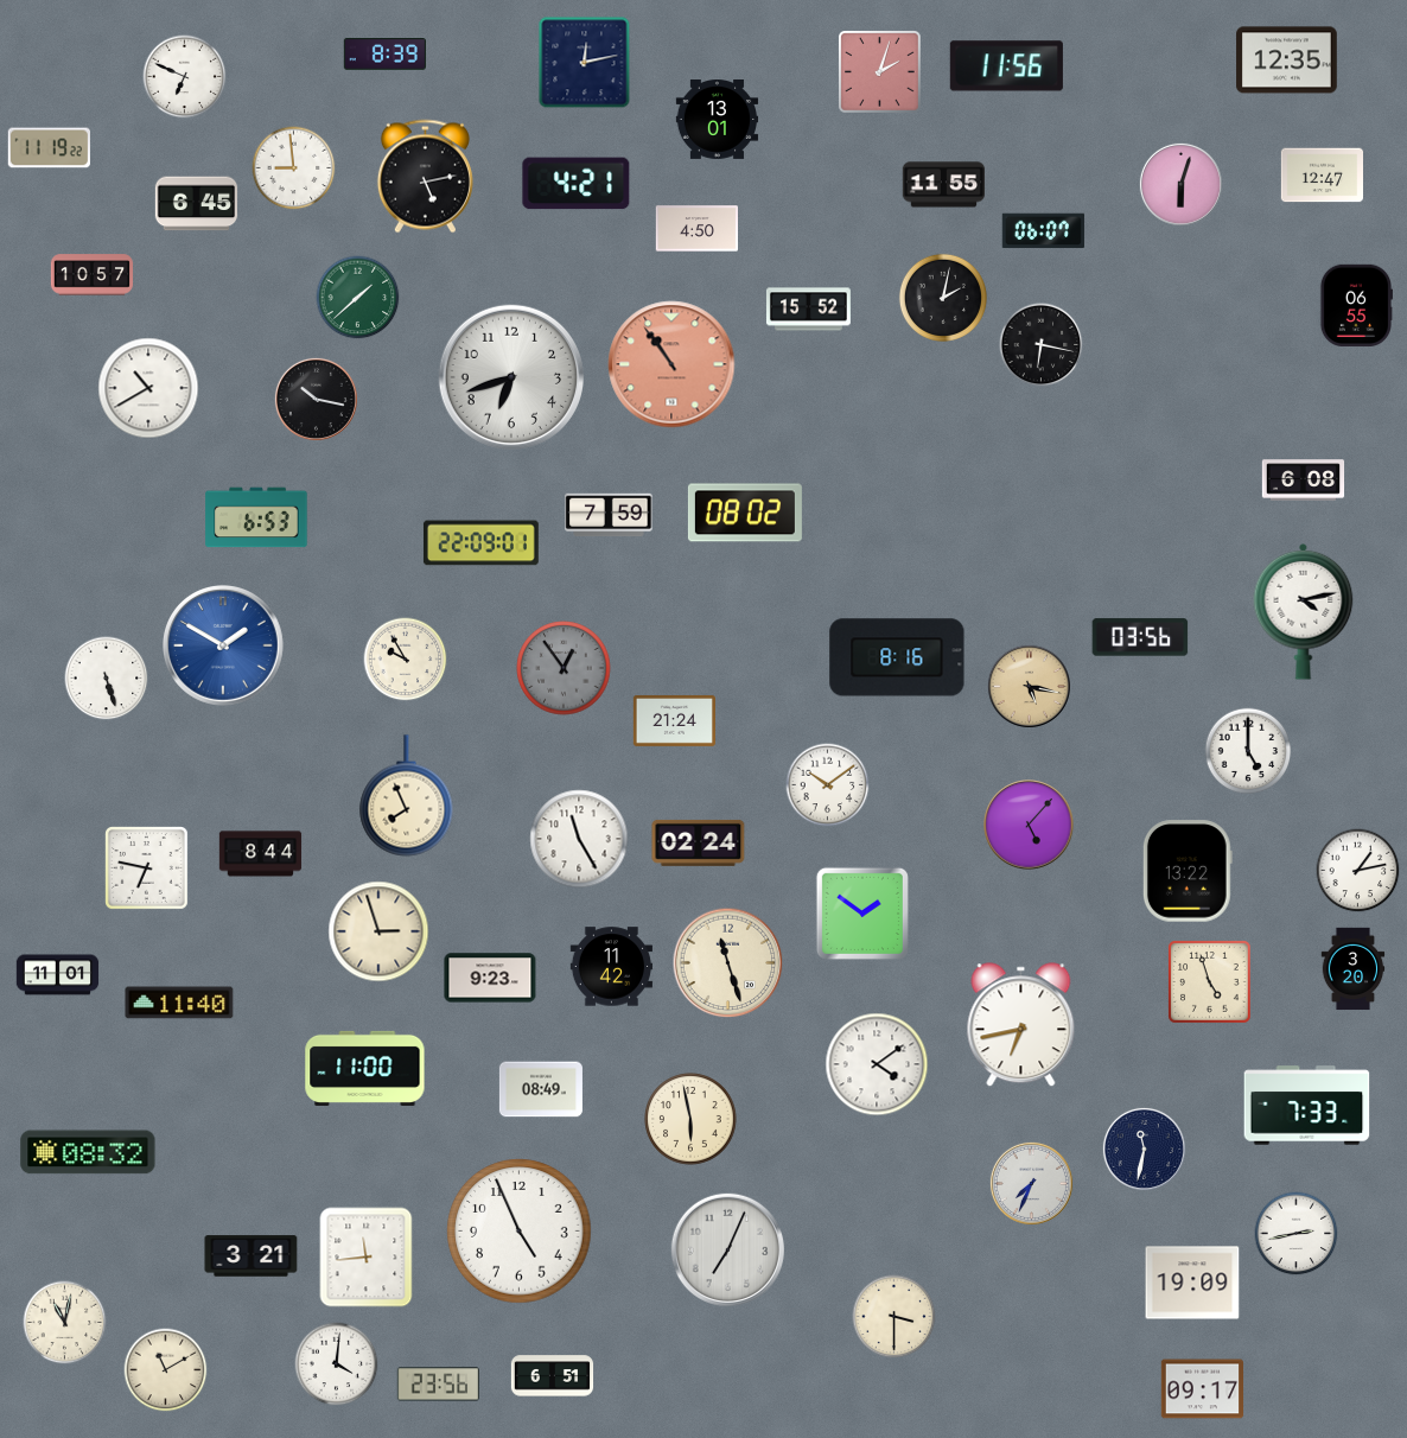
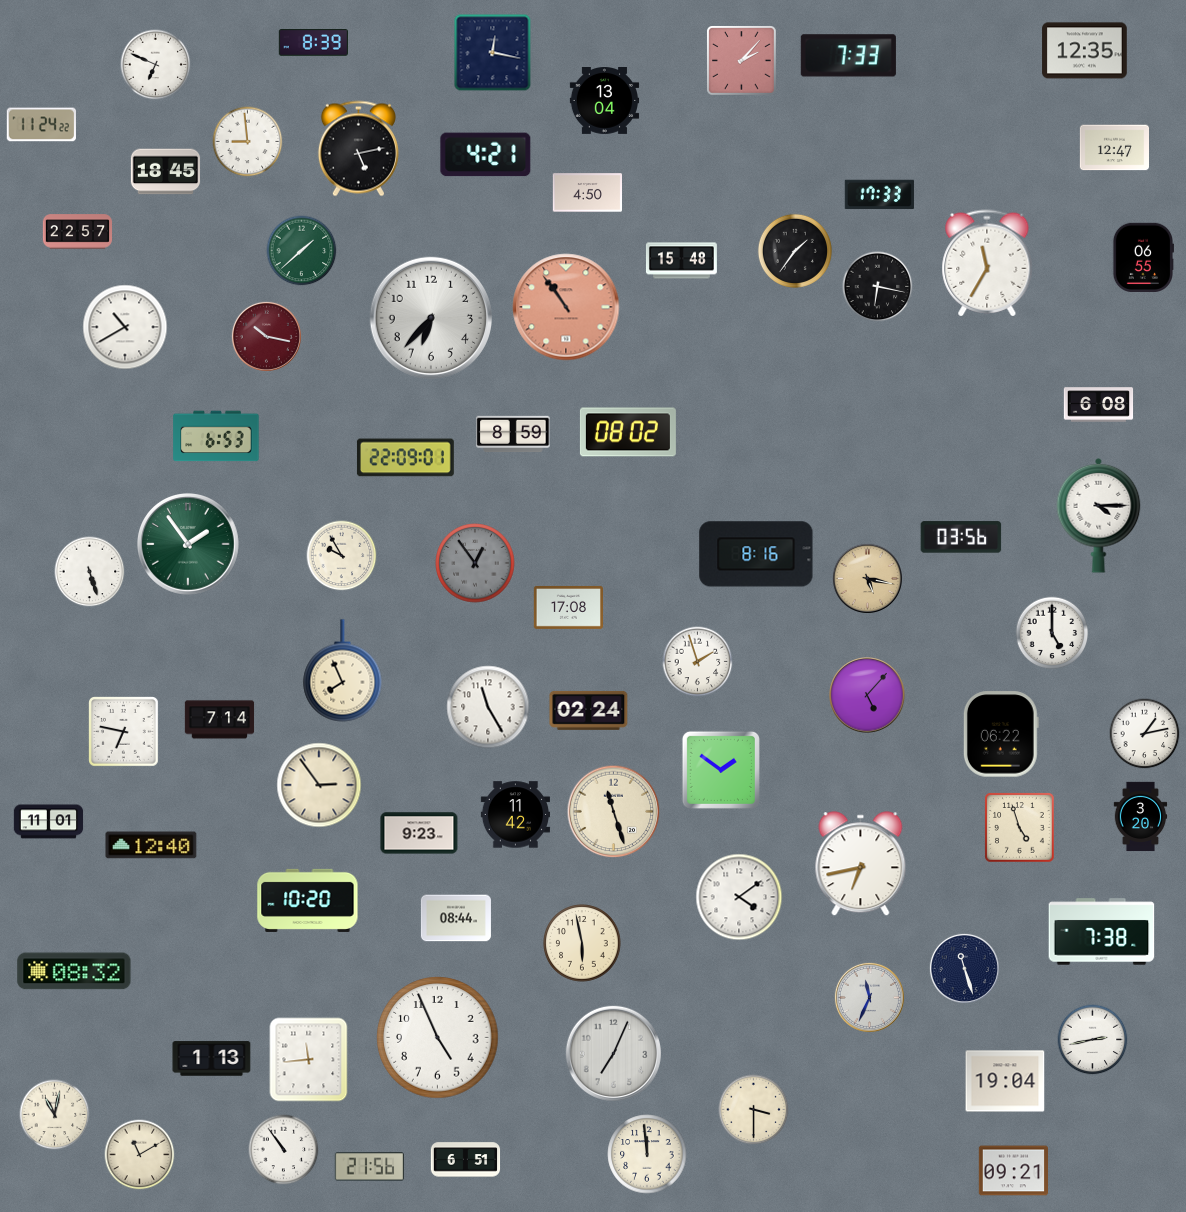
clock at (384, 55) position: (384, 55) -> (313, 43)
clock at (585, 63): 12:13 -> 12:17
clock at (1006, 66): 11:56 -> 7:33
clock at (880, 72): 2:03 -> 2:07
clock at (718, 120): 13:01 -> 13:04
clock at (49, 148): 11:19 -> 11:24
clock at (1180, 184): 6:03 -> none
clock at (943, 185): 11:55 -> none
clock at (197, 204): 6:45 -> 18:45
clock at (1043, 231): 06:07 -> 17:33
clock at (93, 275): 10:57 -> 22:57
clock at (943, 298): 2:02 -> 1:36
clock at (808, 310): 15:52 -> 15:48
clock at (987, 263): none -> 11:35
clock at (1042, 345) position: (1042, 345) -> (878, 287)
clock at (510, 376): 6:42 -> 6:37
clock at (316, 399) dial: black -> burgundy
clock at (609, 515): 7:59 -> 8:59
clock at (1304, 611): 4:13 -> 4:15
clock at (224, 647): 1:50 -> 1:54
clock at (224, 647) dial: blue -> green
clock at (675, 720): 21:24 -> 17:08
clock at (828, 785): 10:09 -> 1:57
clock at (261, 854): 8:44 -> 7:14
clock at (1188, 871): 13:22 -> 06:22
clock at (862, 914) position: (862, 914) -> (721, 770)
clock at (378, 931): 2:57 -> 2:54
clock at (490, 978) position: (490, 978) -> (419, 833)
clock at (179, 1003): 11:40 -> 12:40
clock at (365, 1068): 11:00 -> 10:20
clock at (541, 1089): 08:49 -> 08:44
clock at (1307, 1106): 7:33 -> 7:38
clock at (1144, 1149): 11:32 -> 11:27
clock at (1031, 1183): 7:34 -> 11:34
clock at (252, 1256): 3:21 -> 1:13
clock at (1192, 1283): 19:09 -> 19:04
clock at (337, 1364): 4:01 -> 10:54
clock at (647, 1154): none -> 11:59
clock at (438, 1385): 23:56 -> 21:56
clock at (1202, 1389): 09:17 -> 09:21
